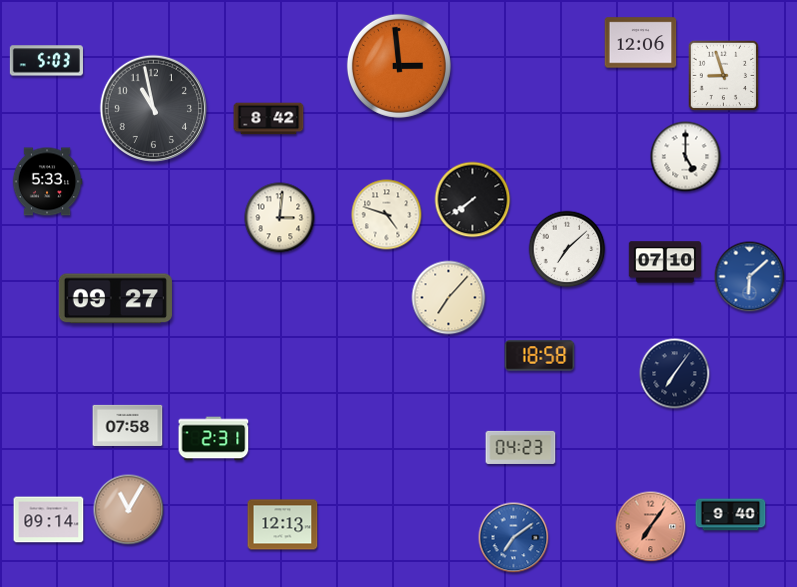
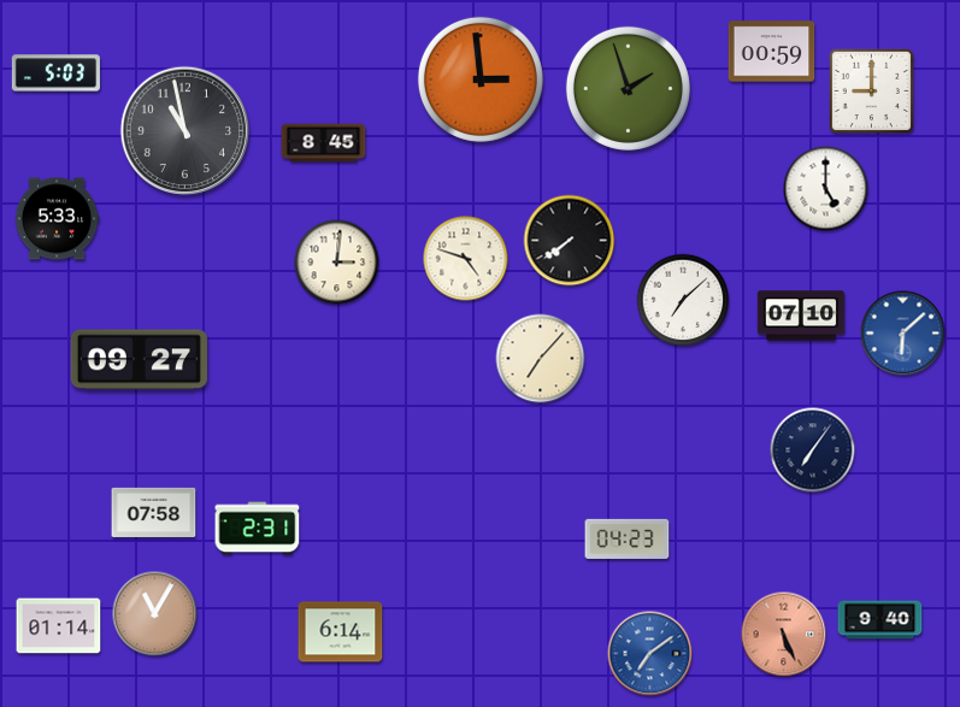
clock at (641, 43): 12:06 -> 00:59
clock at (628, 88): none -> 1:57
clock at (724, 76): 8:57 -> 9:00
clock at (269, 119): 8:42 -> 8:45
clock at (540, 356): 18:58 -> none
clock at (49, 520): 09:14 -> 01:14
clock at (283, 525): 12:13 -> 6:14
clock at (651, 527): 7:06 -> 5:26
clock at (514, 538) position: (514, 538) -> (650, 654)
